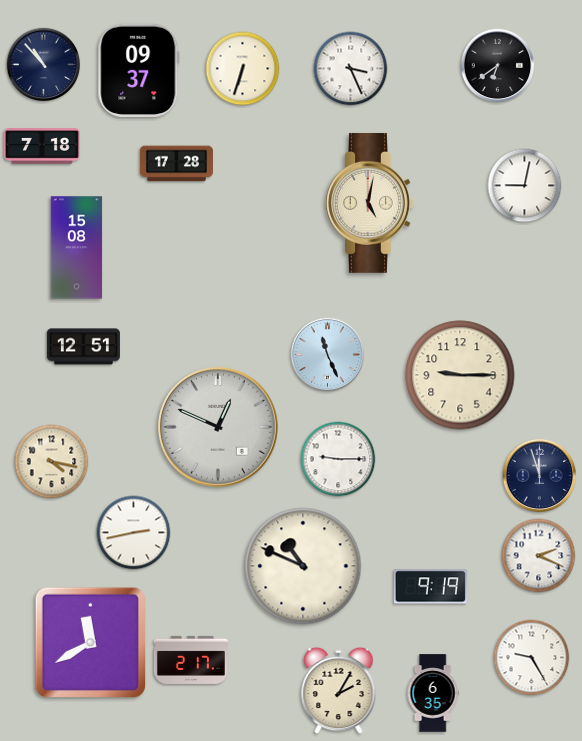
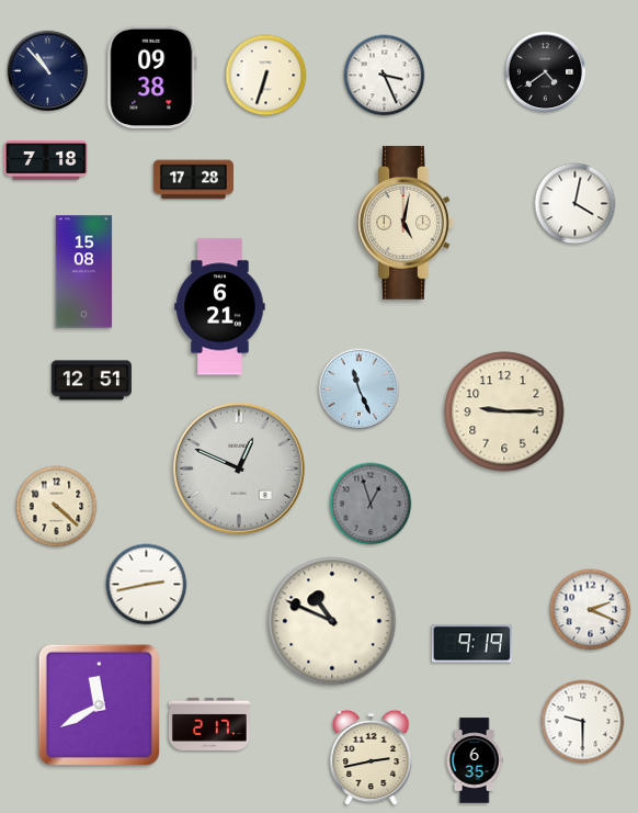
clock at (498, 66): 6:39 -> 4:39
clock at (139, 70): 09:37 -> 09:38
clock at (525, 186): 9:02 -> 4:02
clock at (220, 307): none -> 6:21
clock at (338, 459): 9:15 -> 12:57
clock at (338, 459) dial: white -> grey
clock at (52, 462): 4:17 -> 4:22
clock at (540, 476): 11:57 -> none
clock at (532, 658): 9:25 -> 9:30
clock at (339, 691): 2:05 -> 2:43
